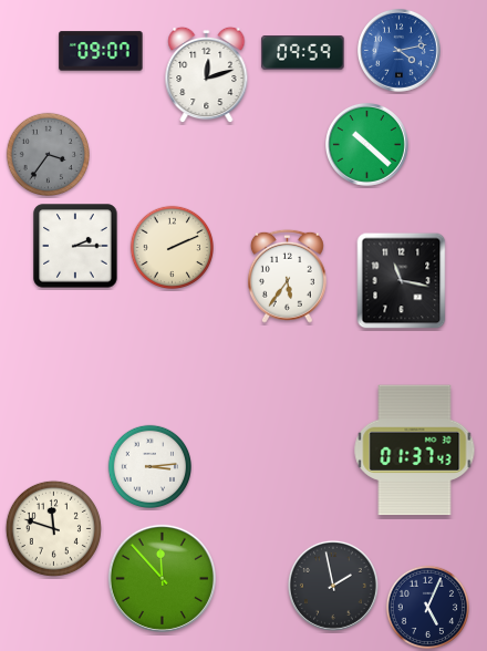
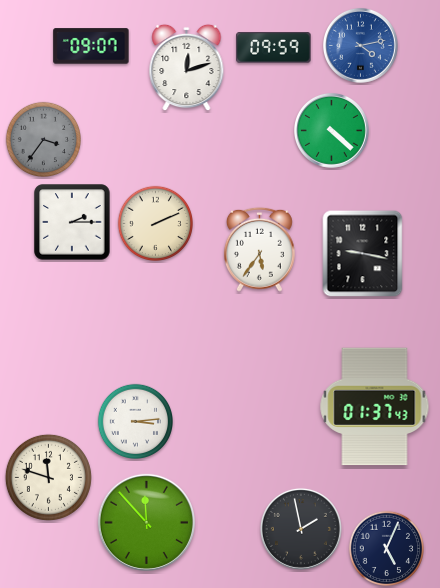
clock at (367, 145): 10:22 -> 4:22
clock at (75, 246) position: (75, 246) -> (72, 222)
clock at (402, 281): 11:17 -> 9:17
